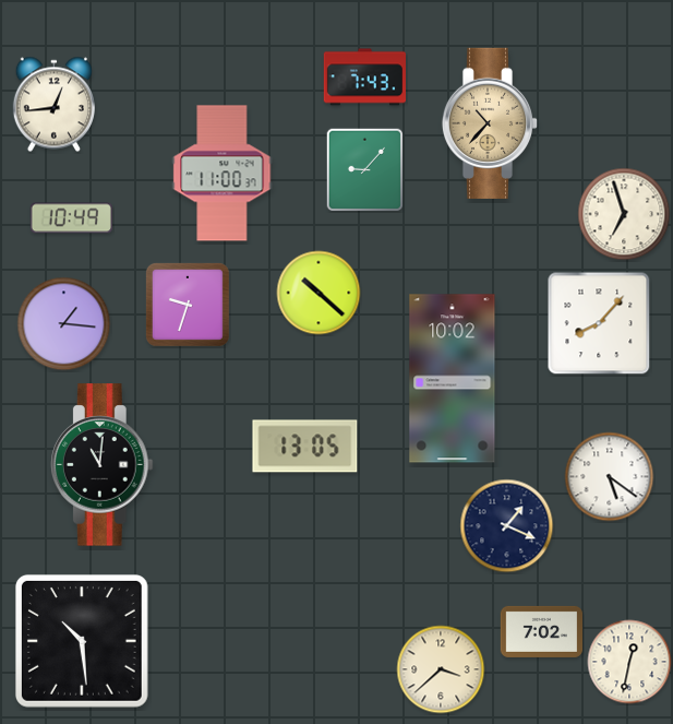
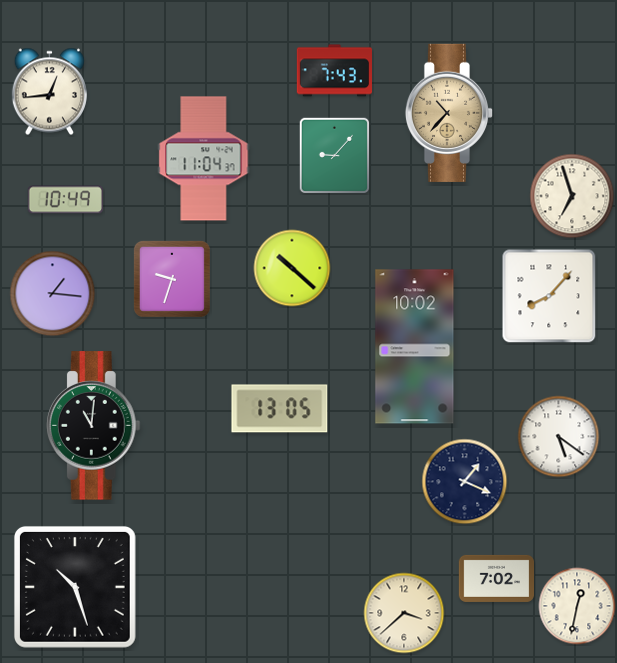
clock at (53, 105) position: (53, 105) -> (49, 92)
clock at (223, 174): 11:00 -> 11:04
clock at (64, 324) position: (64, 324) -> (53, 294)
clock at (82, 641): 10:29 -> 10:27
